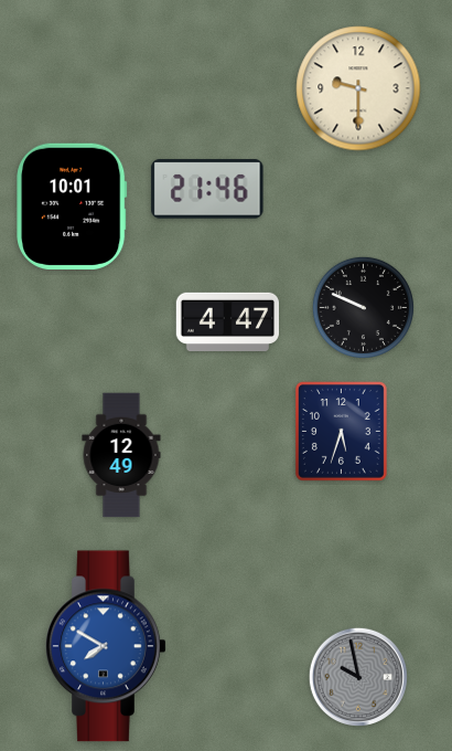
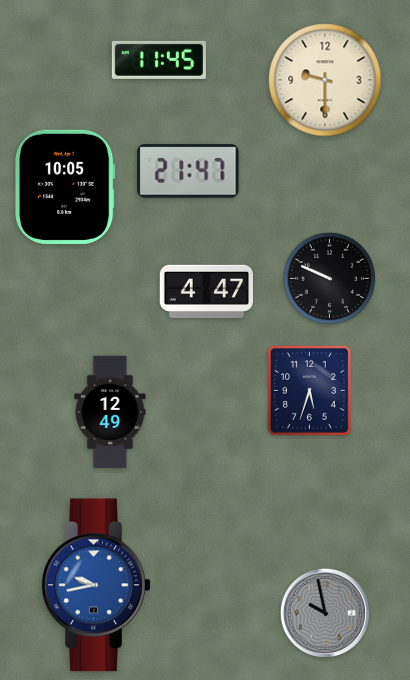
clock at (159, 60): none -> 11:45
clock at (207, 189): 21:46 -> 21:47
clock at (72, 207): 10:01 -> 10:05
clock at (106, 646): 7:50 -> 9:43
